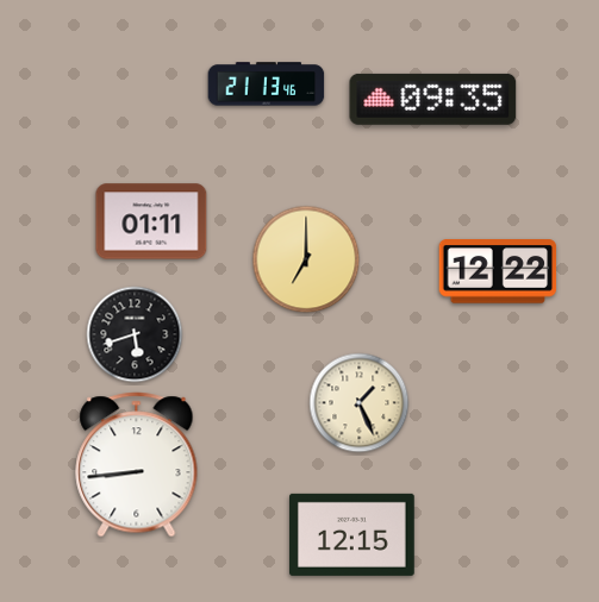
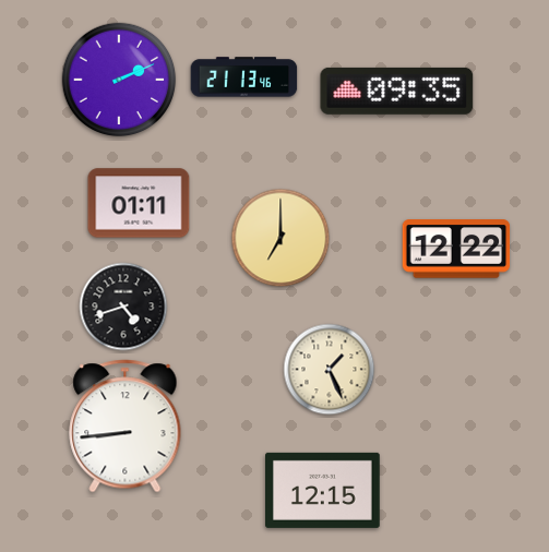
clock at (119, 80): none -> 2:11
clock at (135, 334): 5:42 -> 4:42
